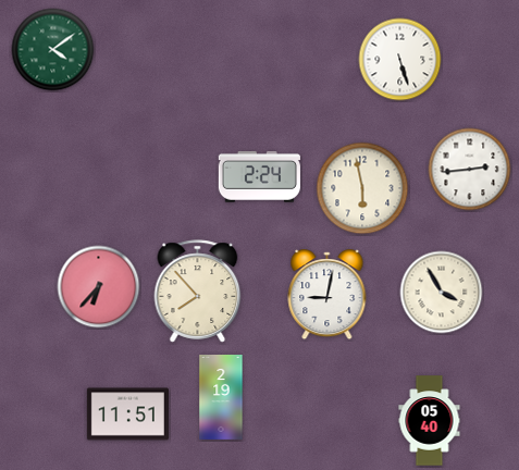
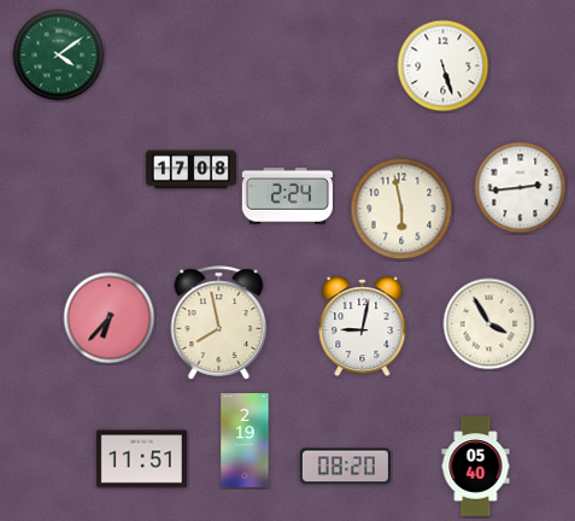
clock at (190, 170): none -> 17:08
clock at (198, 292): 7:53 -> 7:58
clock at (345, 467): none -> 08:20
